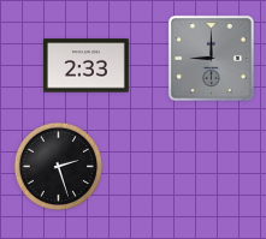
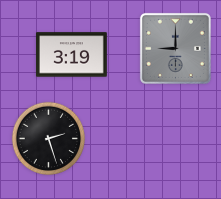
clock at (87, 66): 2:33 -> 3:19
